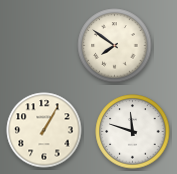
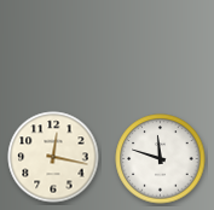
clock at (115, 46): 7:51 -> none
clock at (44, 130): 1:05 -> 12:17
